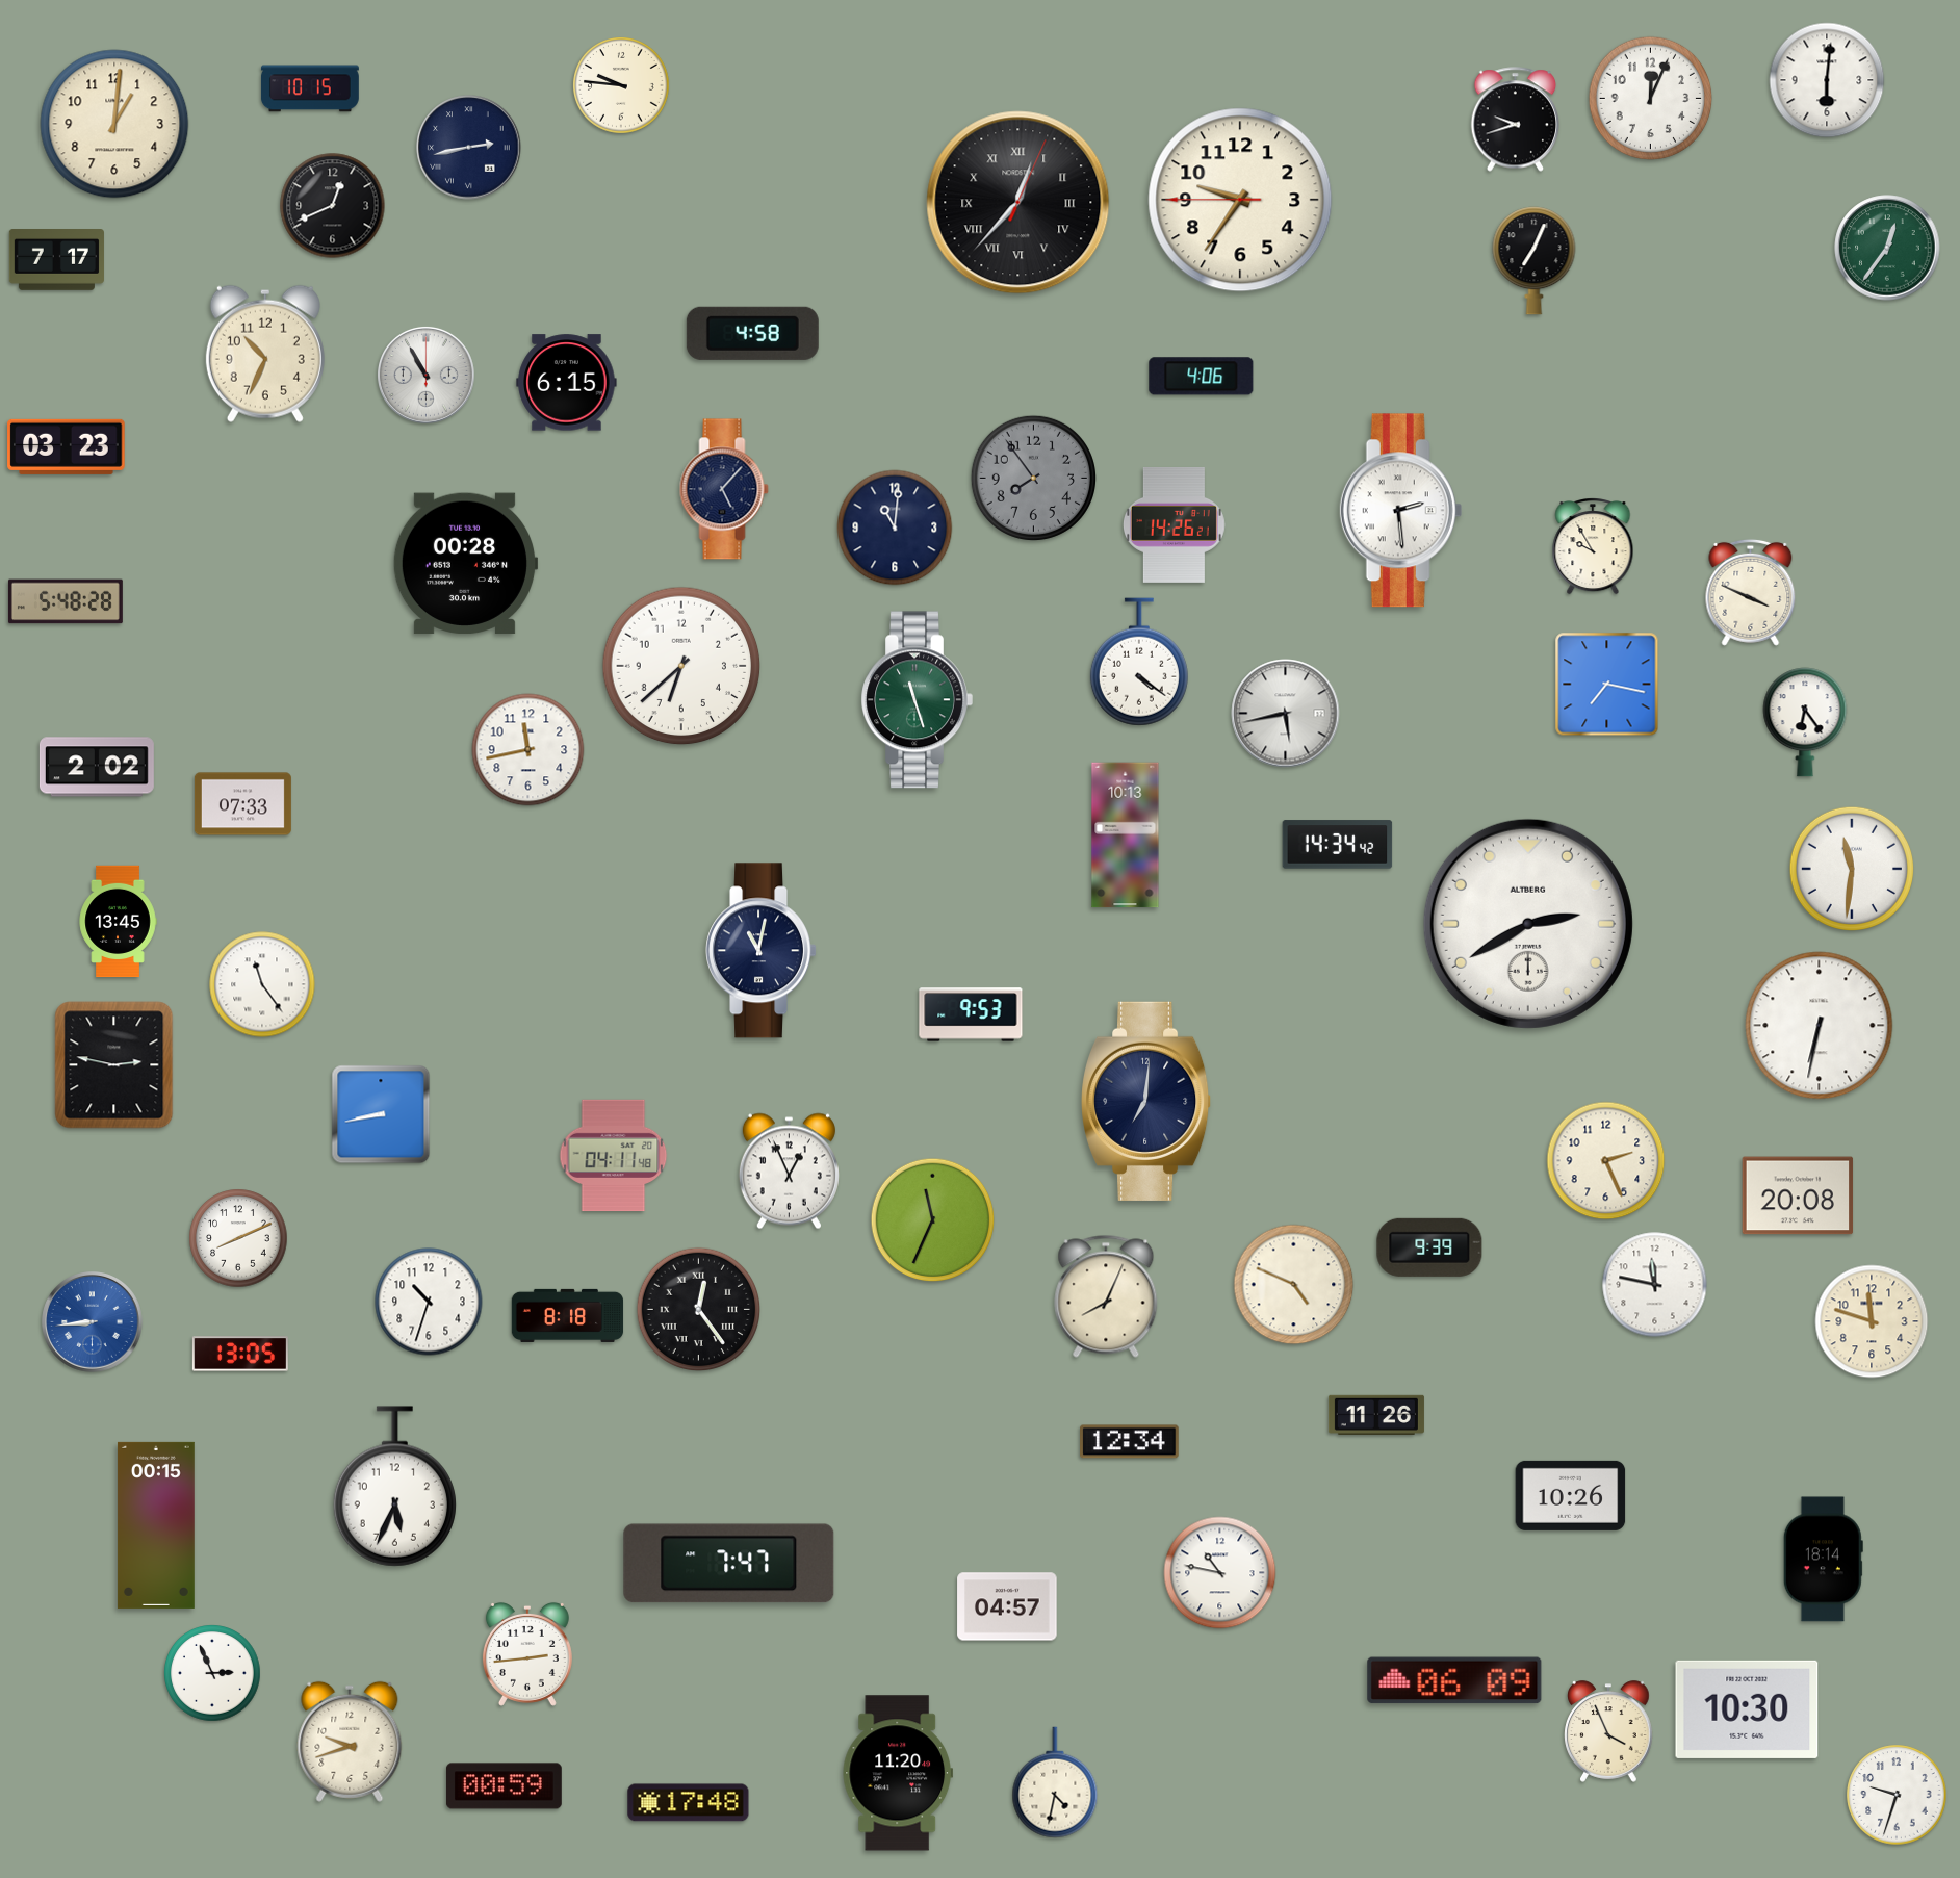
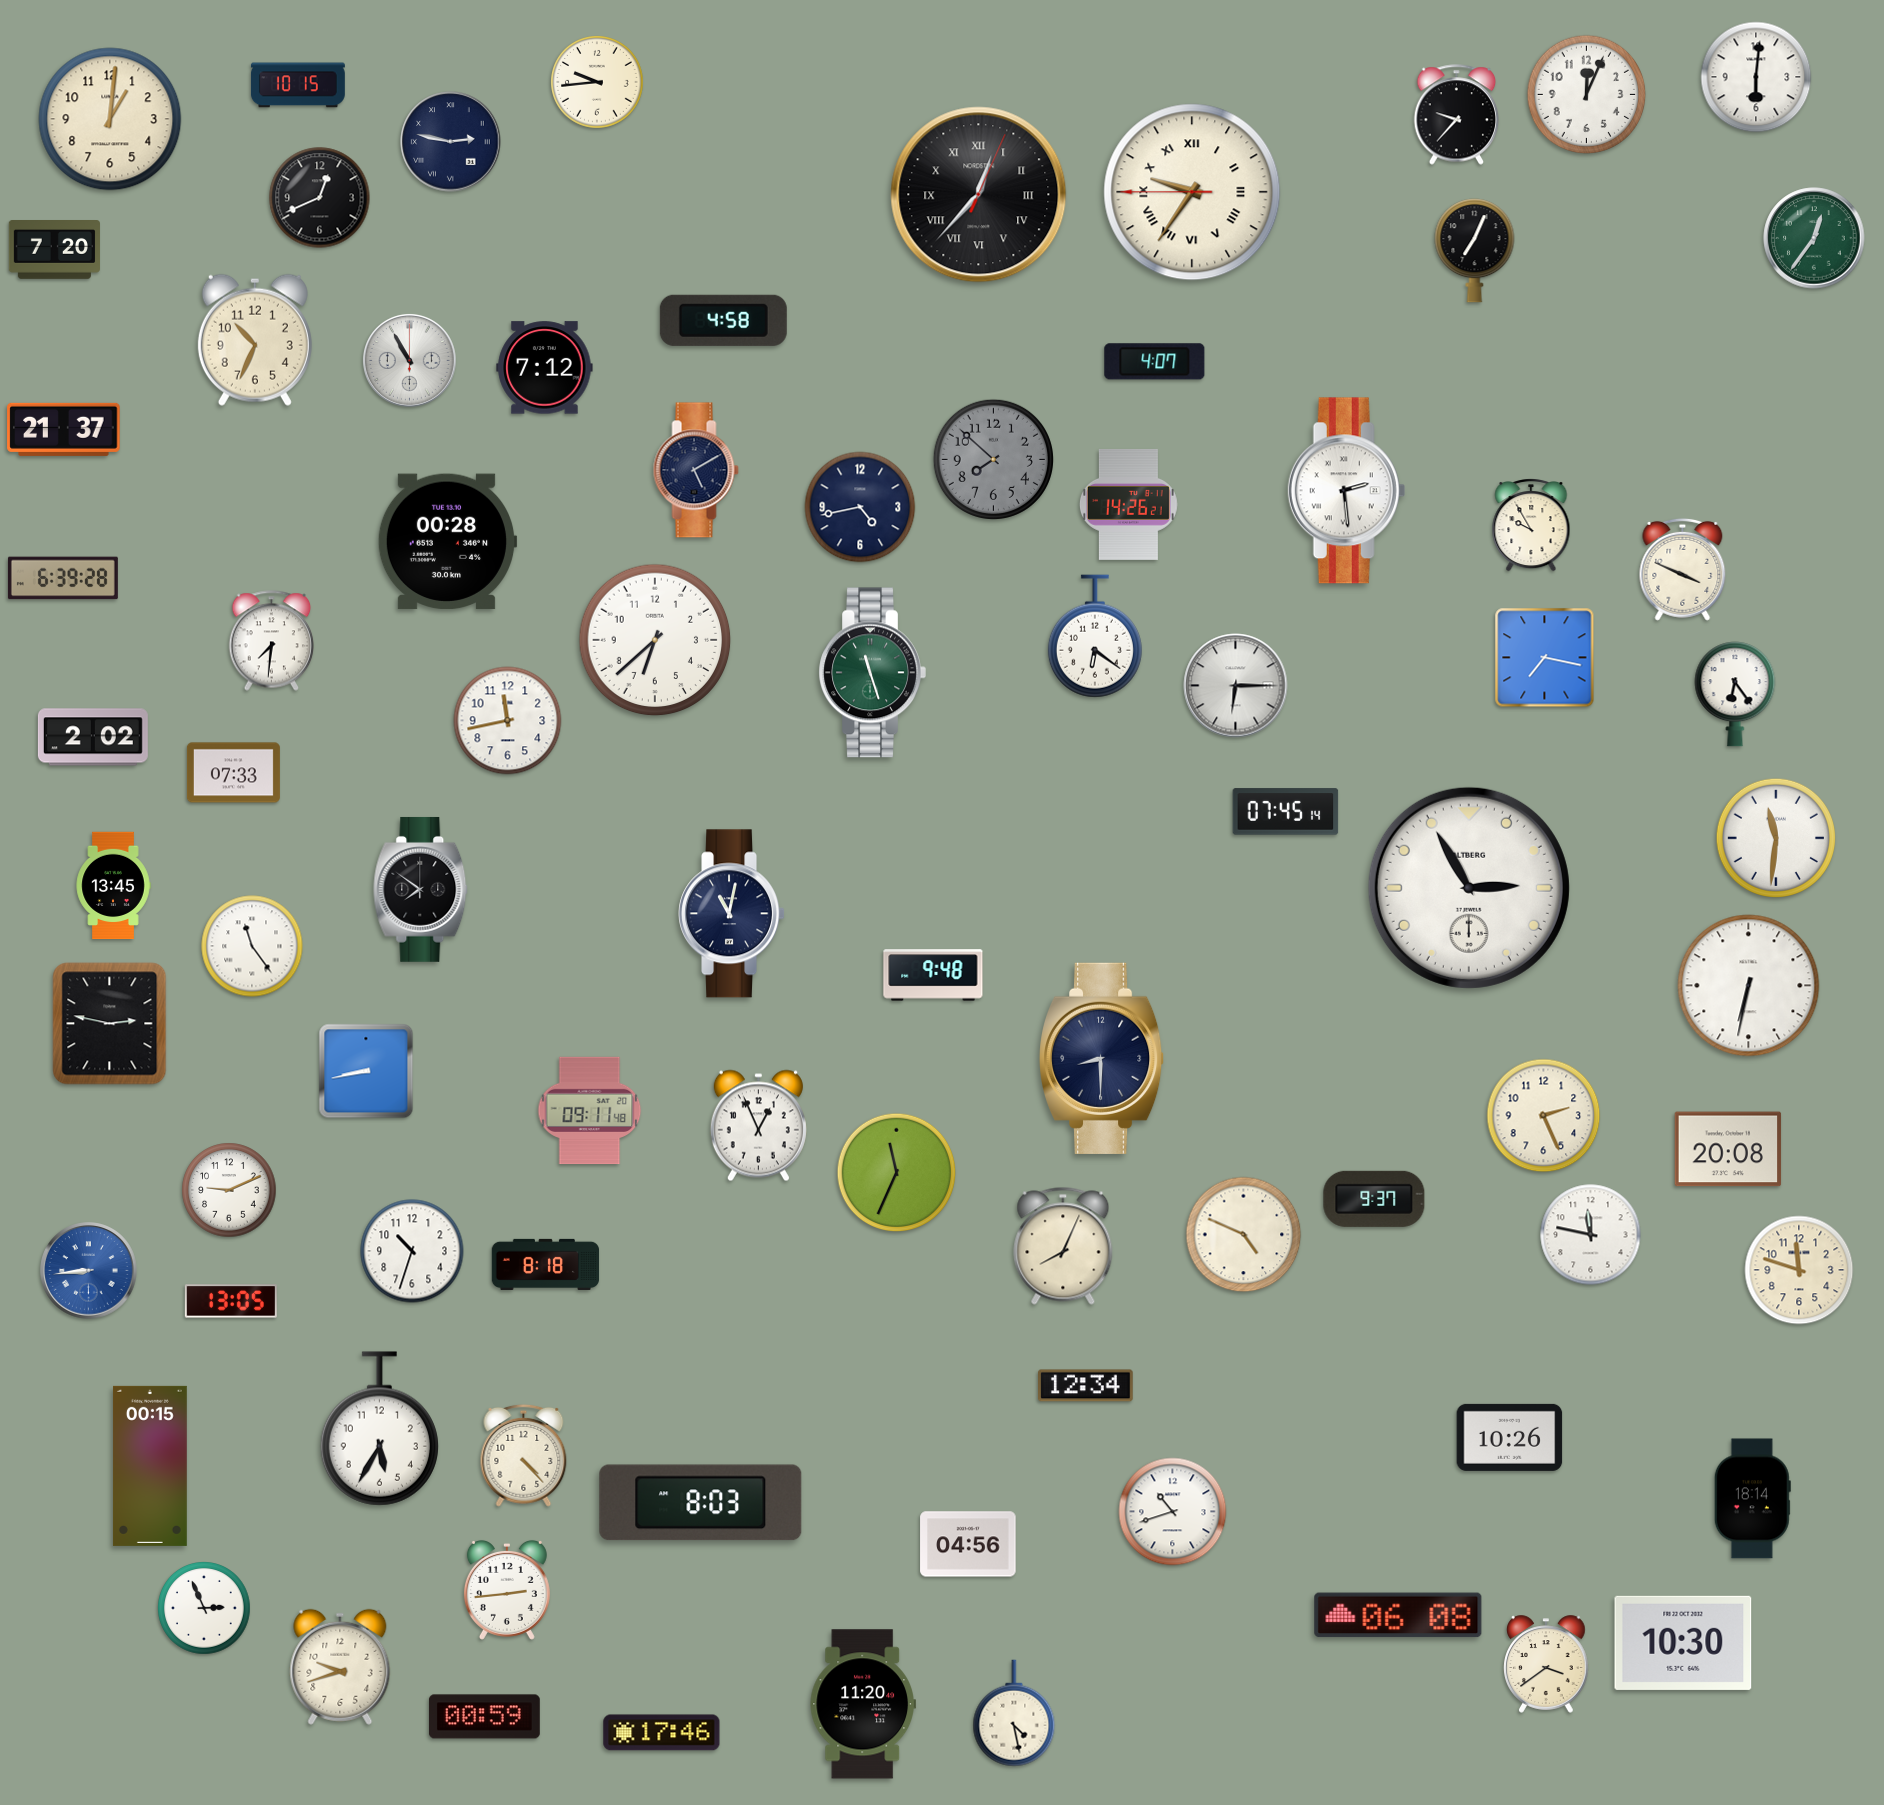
clock at (622, 86): 9:46 -> 9:44
clock at (1516, 120): 9:42 -> 9:37
clock at (469, 148): 2:43 -> 2:47
clock at (1240, 200) numerals: Arabic -> Roman
clock at (56, 260): 7:17 -> 7:20
clock at (1202, 377): 4:06 -> 4:07
clock at (567, 383): 6:15 -> 7:12
clock at (67, 446): 03:23 -> 21:37
clock at (1033, 478): 7:54 -> 7:52
clock at (724, 489): 5:07 -> 5:10
clock at (895, 528): 11:01 -> 4:43
clock at (66, 601): 5:48 -> 6:39
clock at (1139, 662): 4:21 -> 6:21
clock at (272, 641): none -> 7:31
clock at (917, 700) position: (917, 700) -> (872, 673)
clock at (1286, 714): 5:43 -> 6:15
clock at (1126, 835): 10:13 -> none
clock at (1338, 845): 14:34 -> 07:45
clock at (1851, 868) position: (1851, 868) -> (1775, 837)
clock at (1528, 924): 2:40 -> 2:55
clock at (421, 889): none -> 7:51
clock at (971, 1014): 9:53 -> 9:48
clock at (1146, 1101): 7:01 -> 8:30
clock at (614, 1156): 04:11 -> 09:11
clock at (238, 1238): 8:11 -> 9:11
clock at (1429, 1247): 9:39 -> 9:37
clock at (699, 1310): 12:24 -> none
clock at (1376, 1414): 11:26 -> none
clock at (394, 1487): 5:34 -> 5:35
clock at (524, 1455): none -> 4:23
clock at (729, 1564): 7:47 -> 8:03
clock at (1220, 1573): 10:47 -> 10:42
clock at (1007, 1606): 04:57 -> 04:56
clock at (1454, 1680): 06:09 -> 06:08
clock at (1747, 1709) position: (1747, 1709) -> (1683, 1643)
clock at (1608, 1731): 3:56 -> 3:39
clock at (350, 1742) position: (350, 1742) -> (340, 1667)
clock at (1055, 1782): 4:32 -> 4:28
clock at (1897, 1795): 9:33 -> none
clock at (689, 1803): 17:48 -> 17:46
